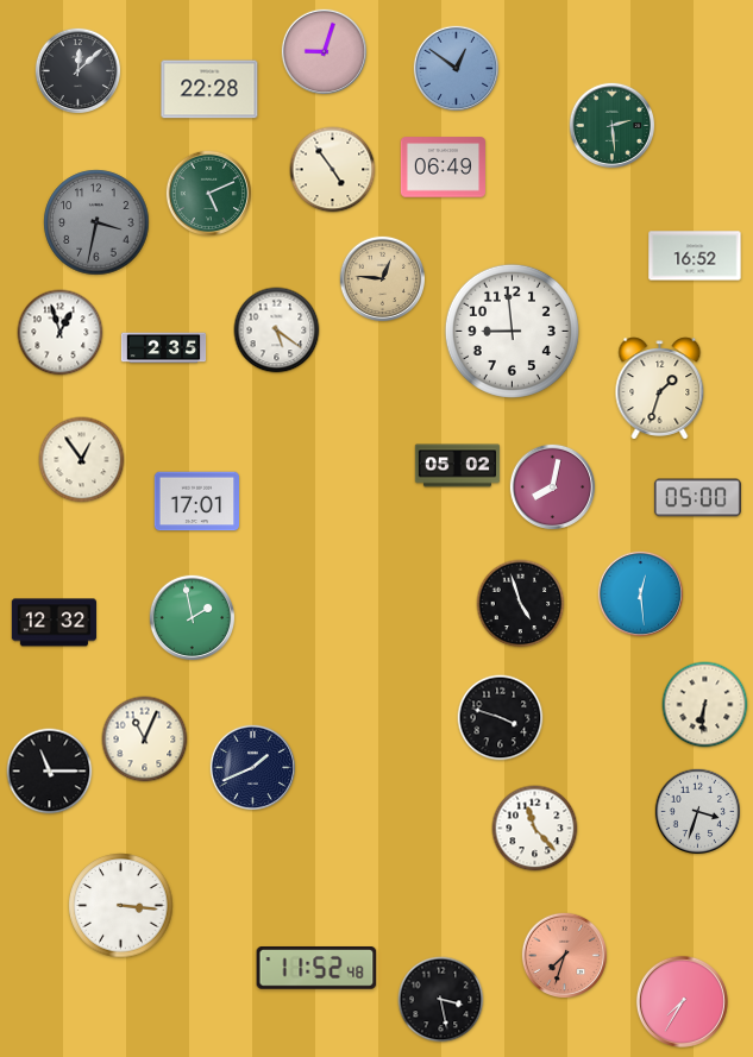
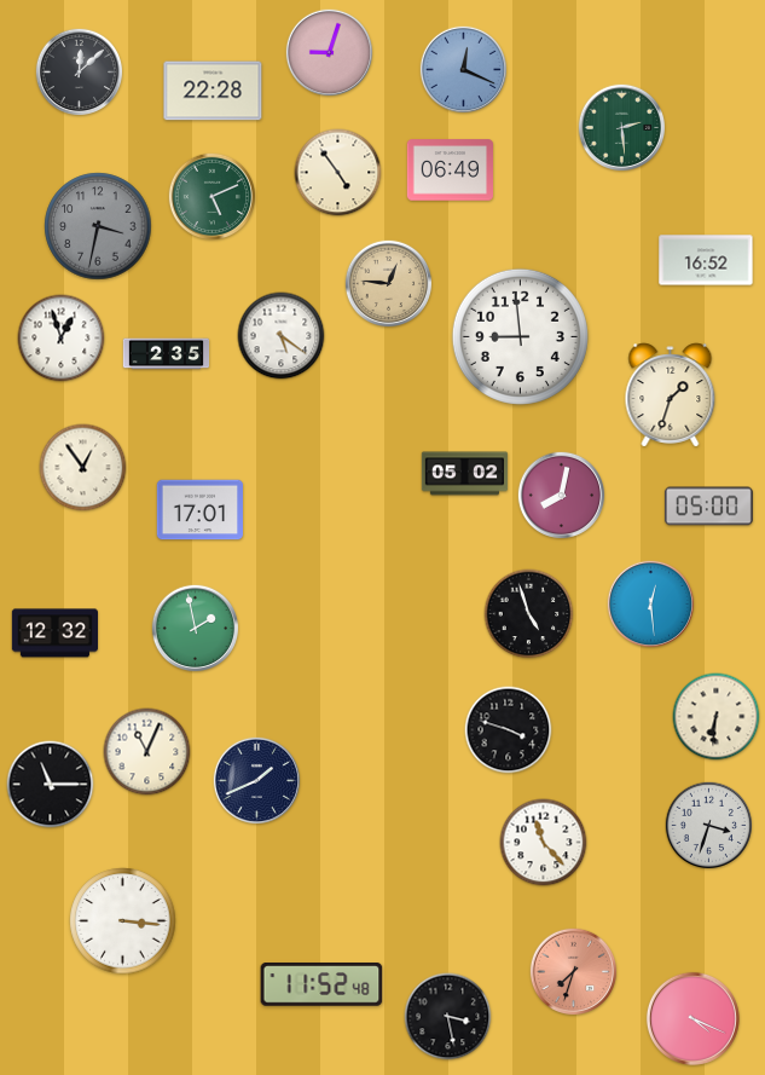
clock at (457, 69): 12:51 -> 12:19
clock at (682, 1001): 7:35 -> 4:19
